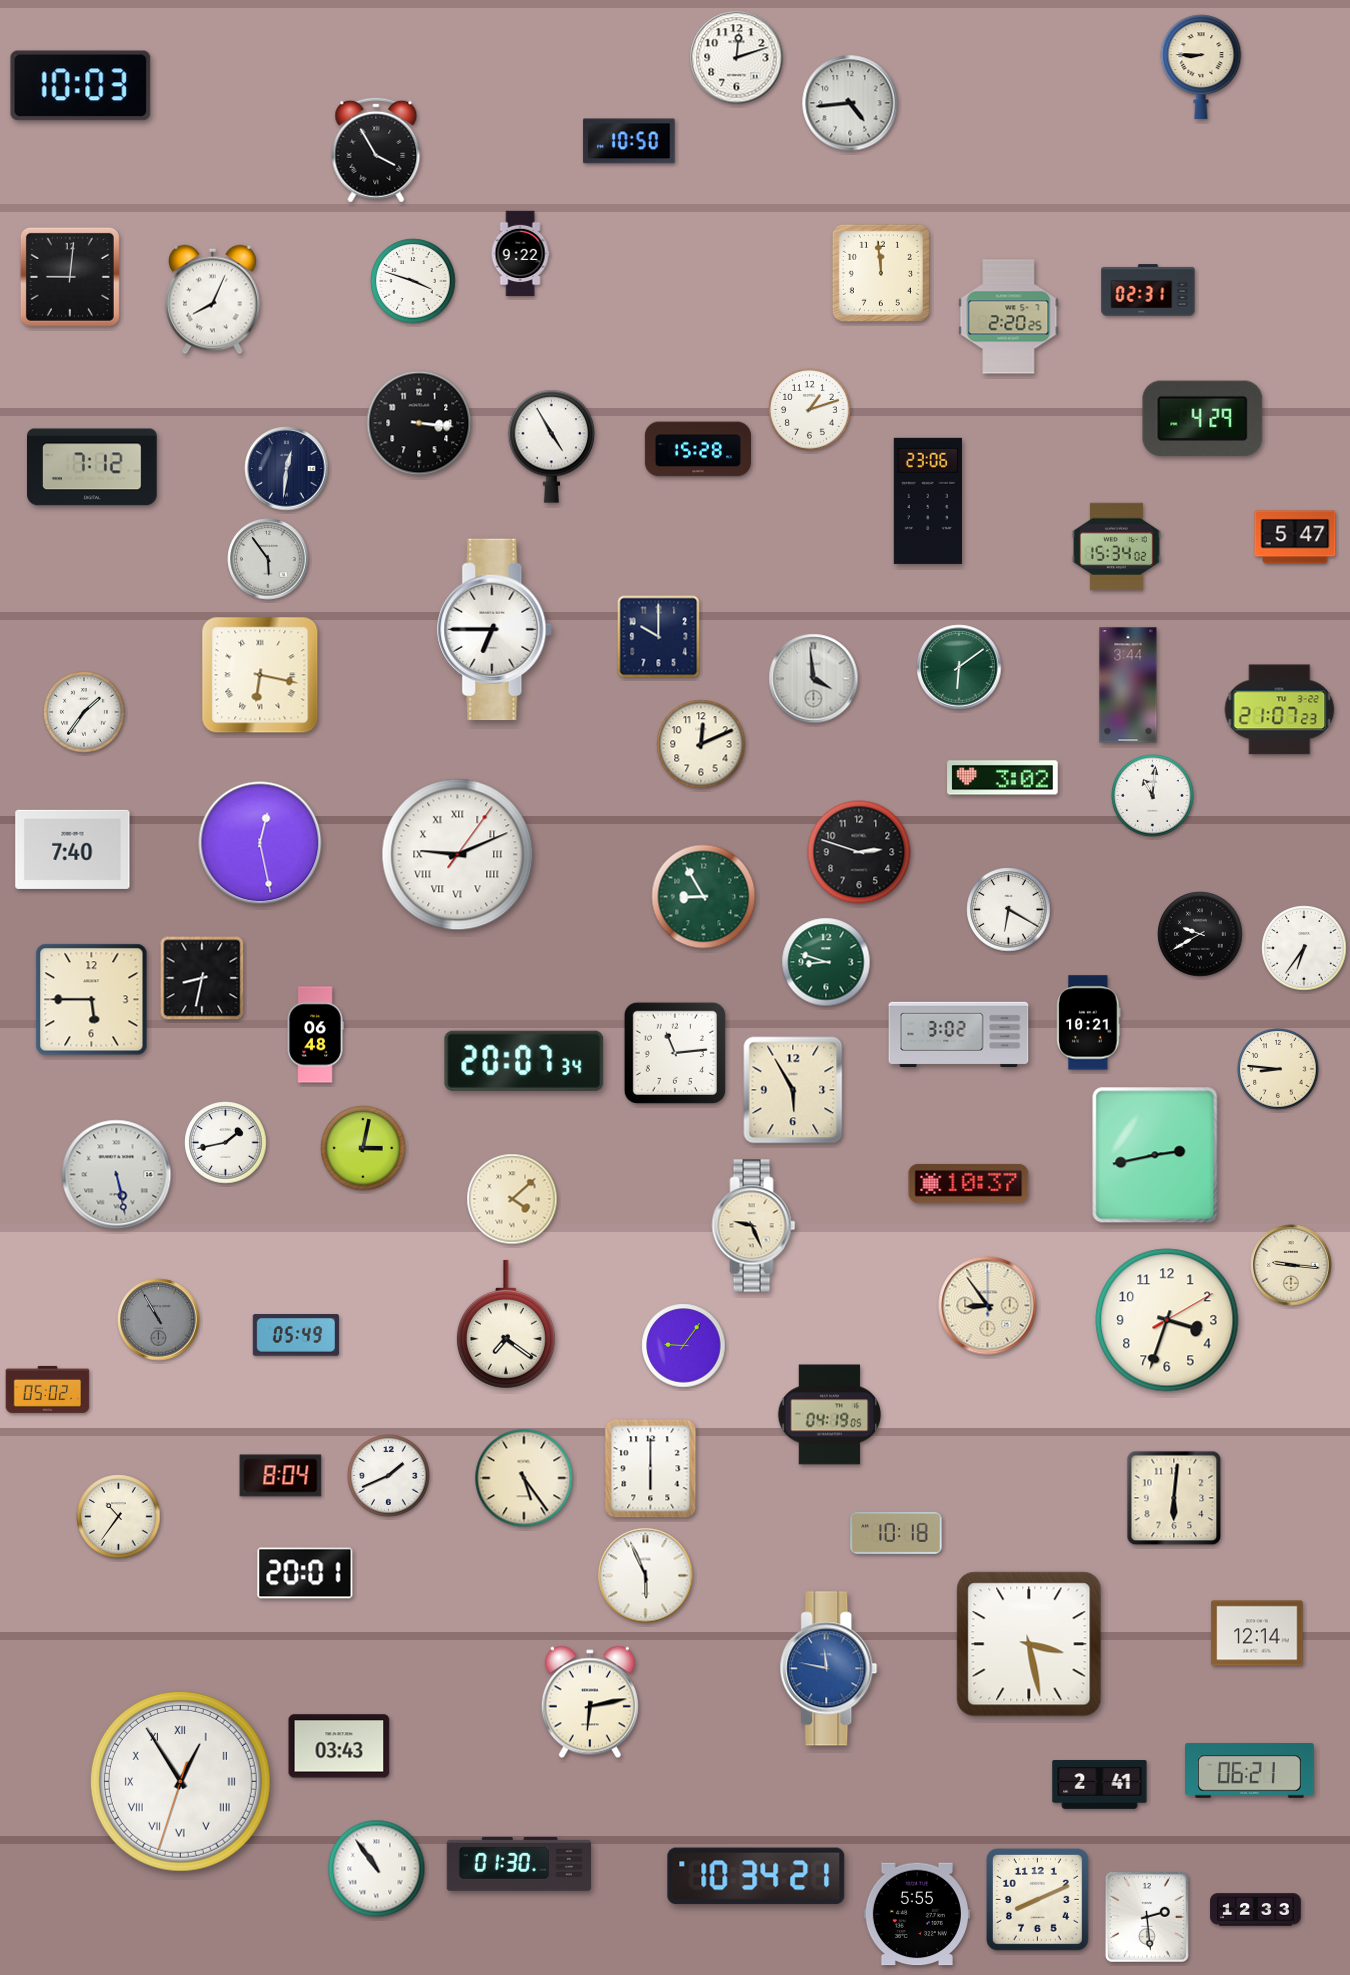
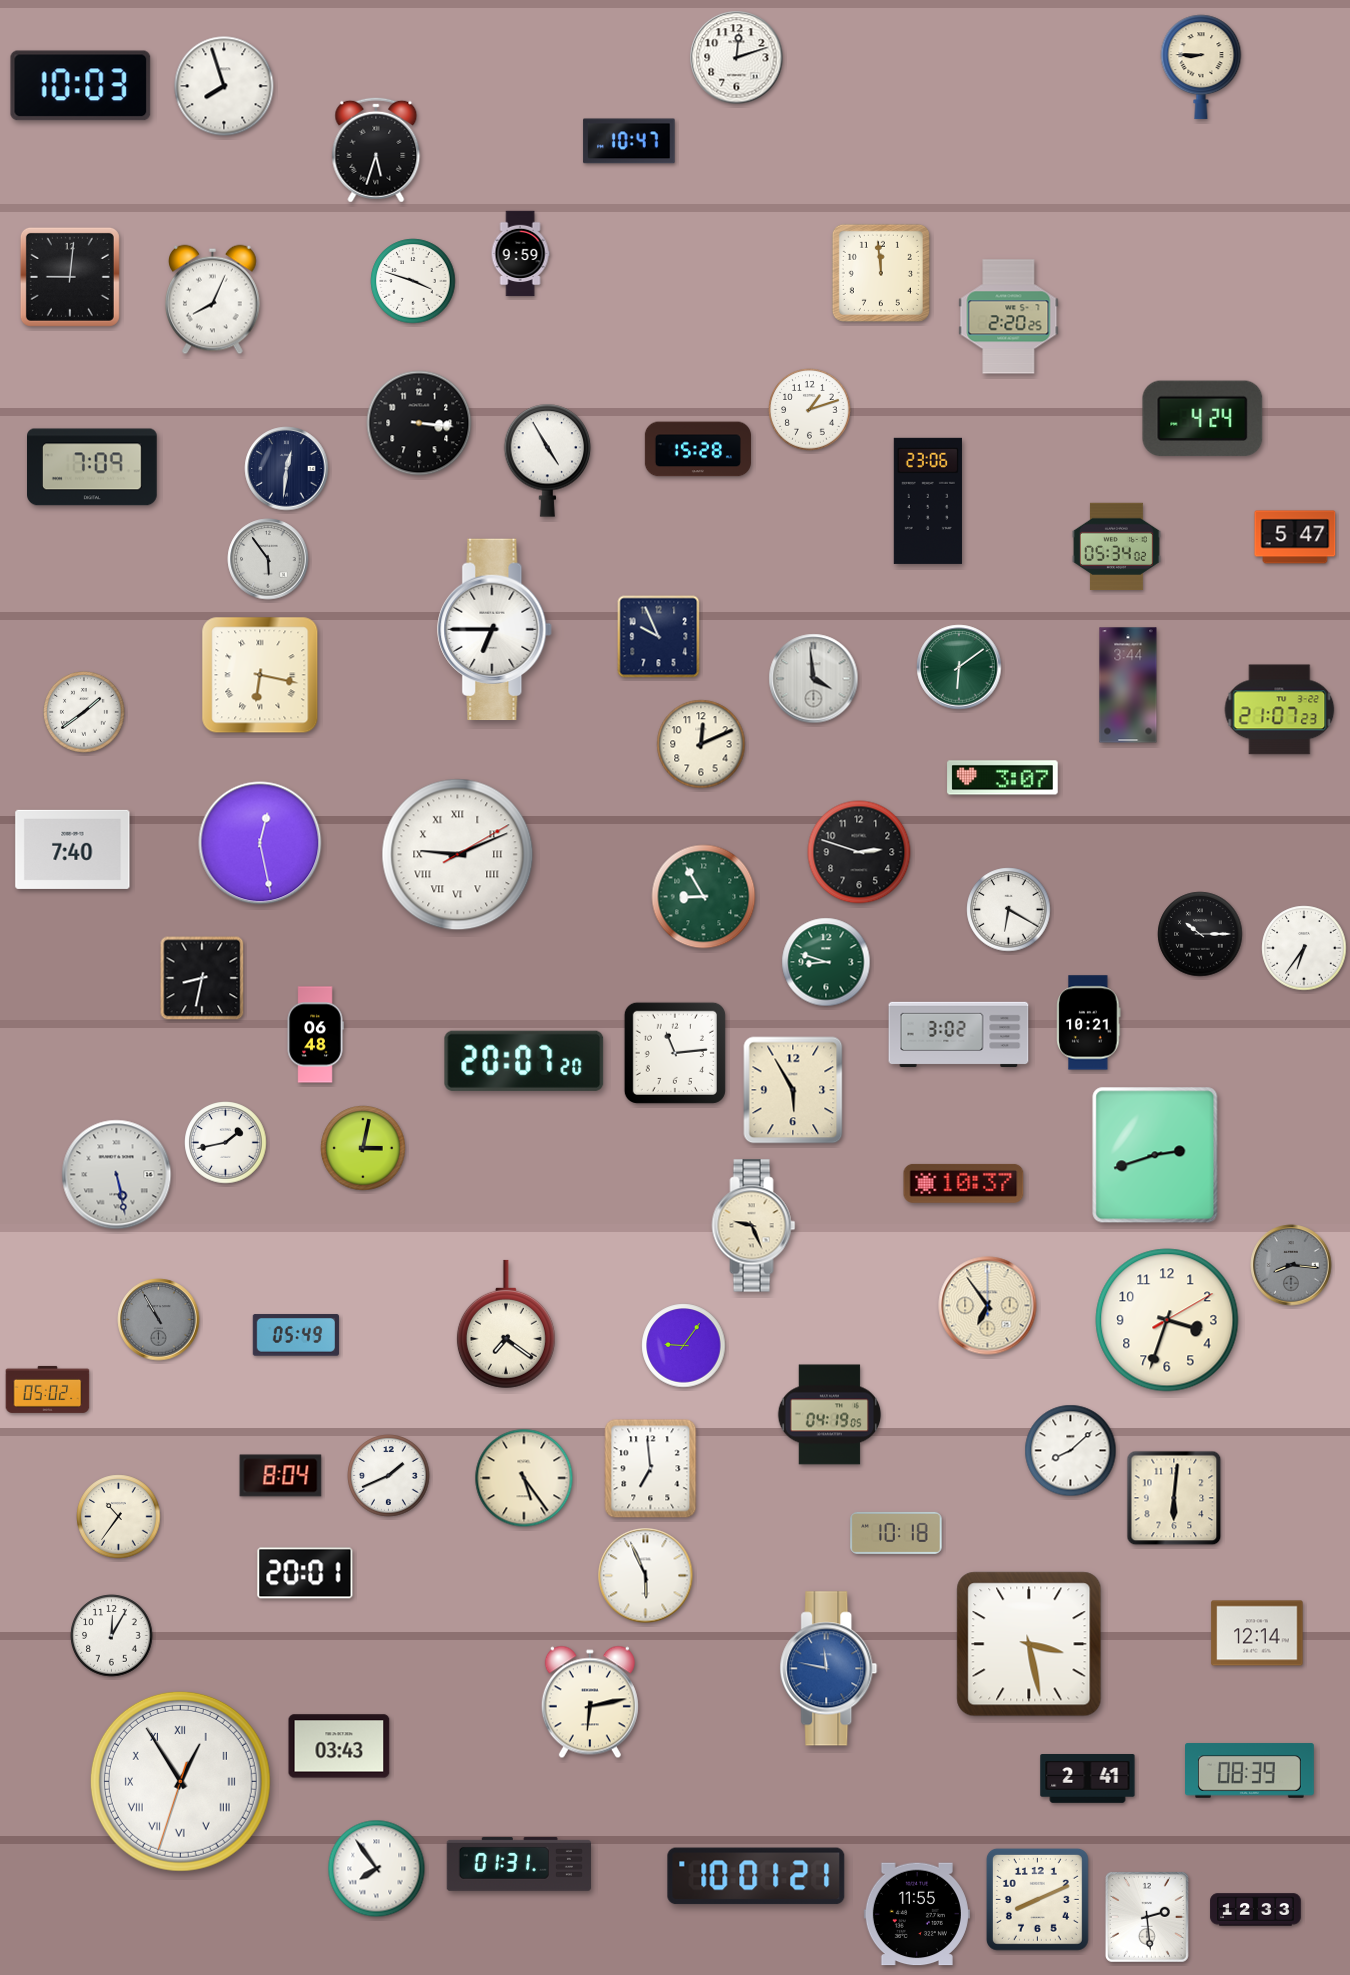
clock at (224, 86): none -> 7:57
clock at (850, 103): 4:44 -> none
clock at (629, 141): 10:50 -> 10:47
clock at (376, 150): 3:55 -> 5:33
clock at (520, 254): 9:22 -> 9:59
clock at (1148, 290): 02:31 -> none
clock at (1203, 419): 4:29 -> 4:24
clock at (552, 446) position: (552, 446) -> (548, 460)
clock at (93, 467): 7:12 -> 7:09
clock at (1116, 547): 15:34 -> 05:34
clock at (659, 637): 10:00 -> 9:56
clock at (84, 712): 1:36 -> 1:39
clock at (1003, 778): 3:02 -> 3:07
clock at (1153, 796): 11:01 -> none
clock at (458, 855): 9:11:06 -> 9:11:10
clock at (1200, 934): 9:40 -> 10:15
clock at (92, 1000): 5:45 -> none
clock at (524, 1061): 20:07:34 -> 20:07:20
clock at (1278, 1069): 8:46 -> none
clock at (1155, 1155): 2:43 -> 2:42
clock at (969, 1183) position: (969, 1183) -> (964, 1183)
clock at (512, 1199): 4:08 -> none
clock at (1291, 1265): 9:16 -> 8:16
clock at (1291, 1265) dial: cream -> grey
clock at (988, 1306): 8:54 -> 6:54
clock at (1071, 1451): none -> 8:08
clock at (651, 1469): 6:00 -> 6:59
clock at (112, 1636): none -> 12:05
clock at (1250, 1771): 06:21 -> 08:39
clock at (1100, 1785) position: (1100, 1785) -> (1088, 1779)
clock at (519, 1864): 01:30 -> 01:31
clock at (377, 1869): 10:54 -> 7:54
clock at (756, 1876): 10:34 -> 10:01
clock at (917, 1914): 5:55 -> 11:55
